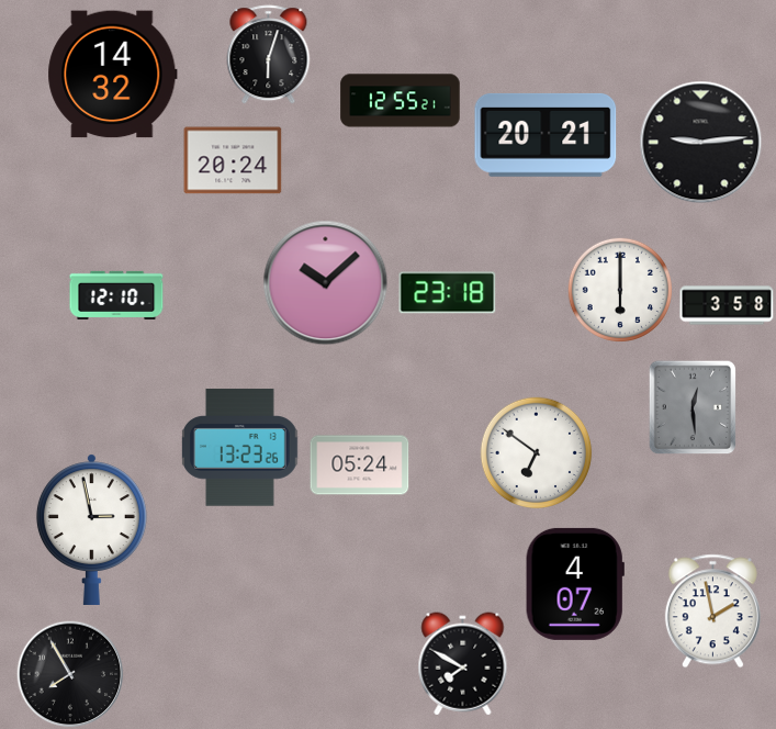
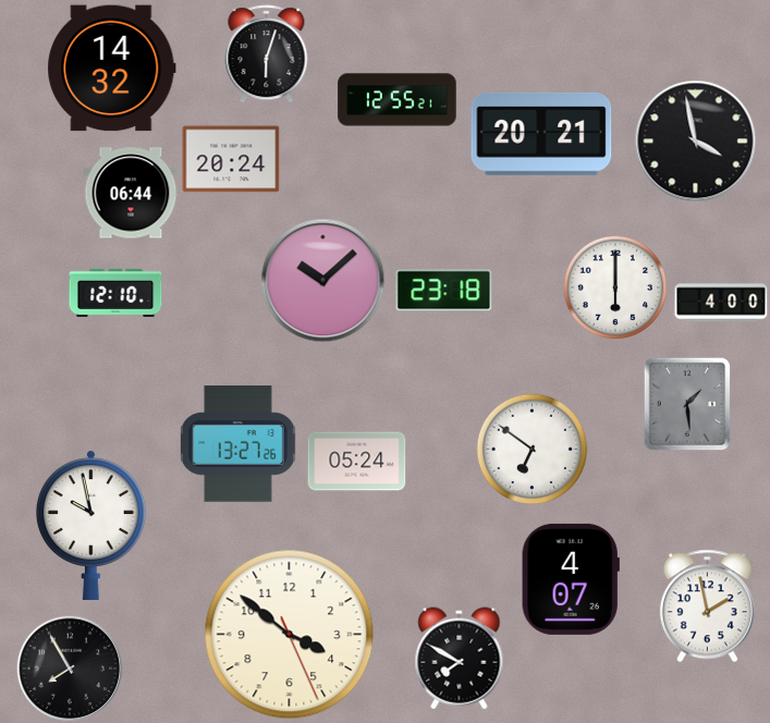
clock at (113, 75) position: (113, 75) -> (112, 69)
clock at (701, 143): 9:14 -> 3:58
clock at (131, 193): none -> 06:44
clock at (727, 305): 3:58 -> 4:00
clock at (693, 407): 12:29 -> 1:29
clock at (240, 448): 13:23 -> 13:27
clock at (91, 529): 2:58 -> 9:58
clock at (290, 635): none -> 3:51
